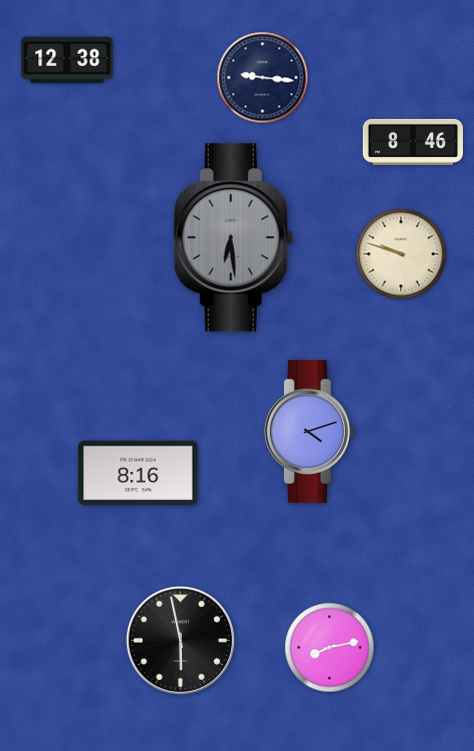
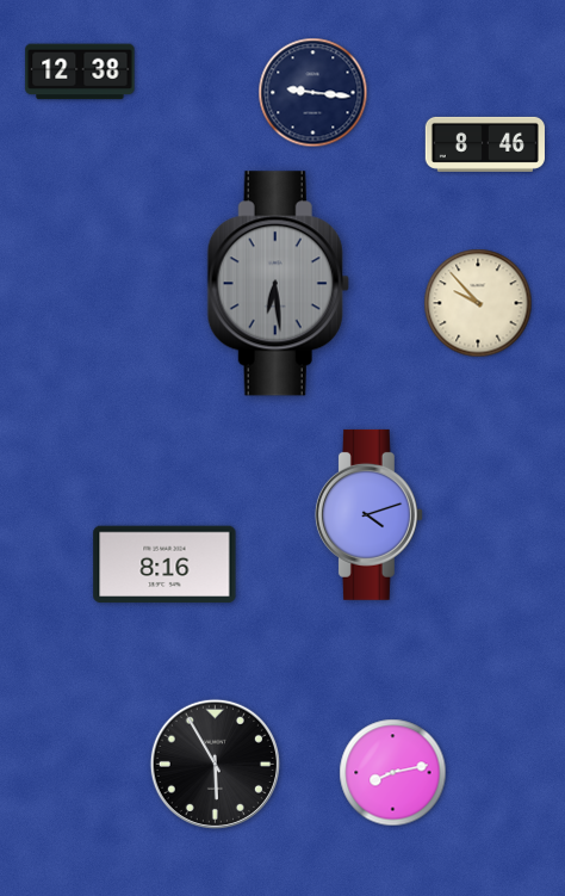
clock at (412, 142) position: (412, 142) -> (484, 144)
clock at (401, 254): 9:48 -> 9:53
clock at (180, 640): 5:58 -> 5:55
